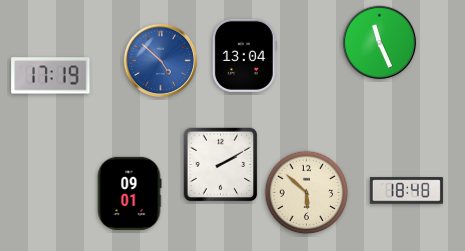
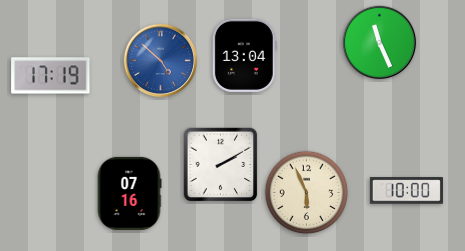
clock at (406, 191): 18:48 -> 10:00
clock at (129, 193): 09:01 -> 07:16
clock at (307, 193): 5:52 -> 5:56
